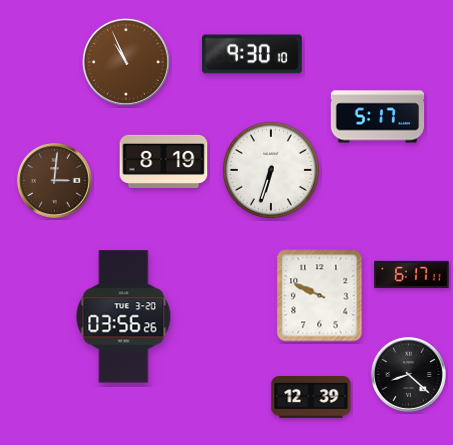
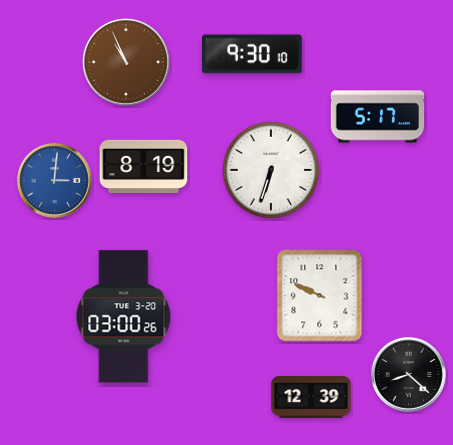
clock at (164, 161) position: (164, 161) -> (144, 166)
clock at (54, 180) dial: brown -> blue
clock at (412, 275): 6:17 -> none
clock at (124, 317): 03:56 -> 03:00
